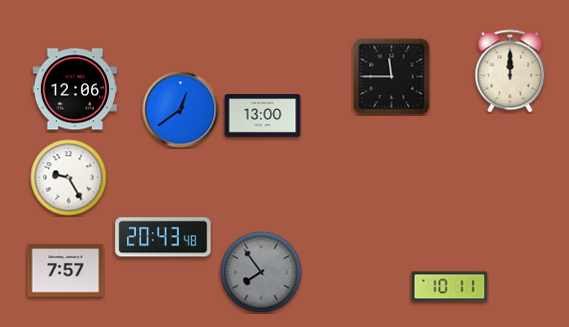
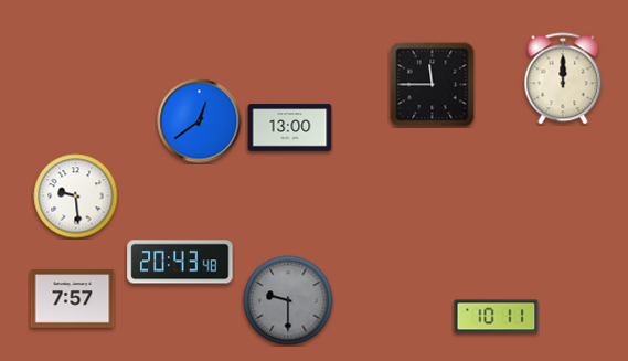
clock at (74, 89): 12:06 -> none
clock at (69, 178): 9:25 -> 9:29
clock at (261, 272): 7:54 -> 9:30
